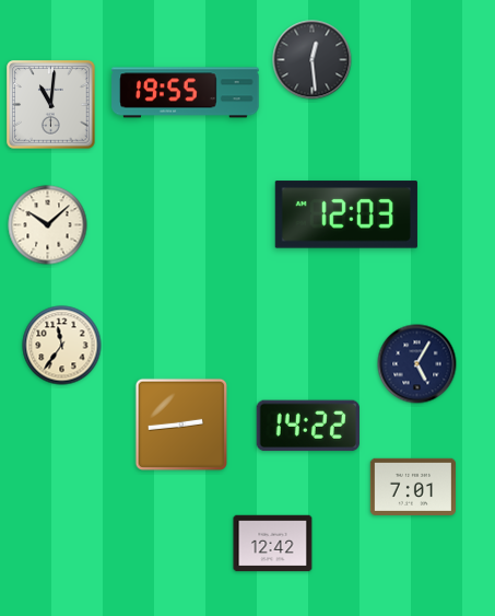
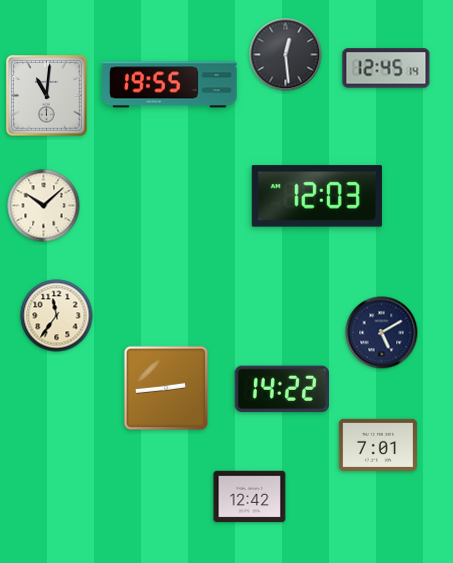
clock at (386, 68): none -> 12:45
clock at (417, 364): 5:05 -> 5:10
